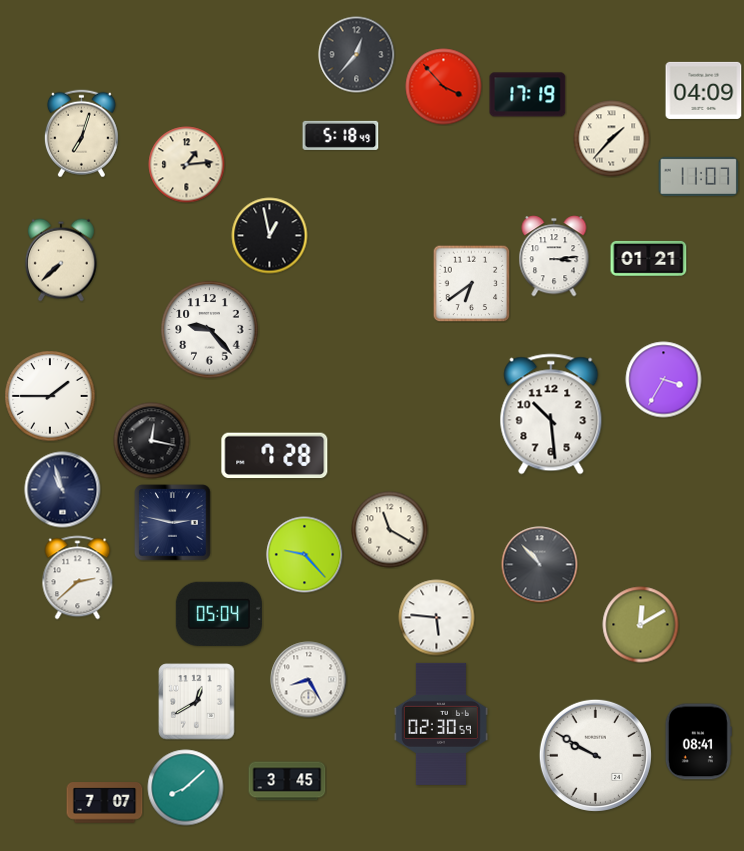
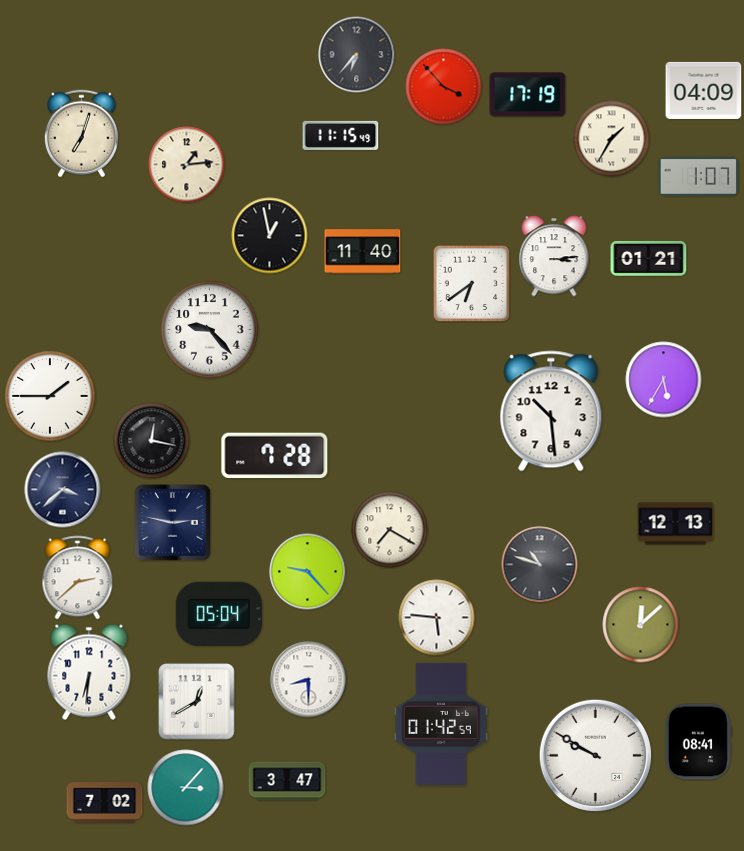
clock at (357, 55): 12:37 -> 6:37
clock at (341, 135): 5:18 -> 11:15
clock at (612, 139): 1:37 -> 1:35
clock at (699, 176): 11:07 -> 1:07
clock at (363, 252): none -> 11:40
clock at (61, 260): 7:38 -> none
clock at (664, 380): 3:35 -> 5:35
clock at (551, 414) position: (551, 414) -> (551, 411)
clock at (63, 490): 10:57 -> 3:38
clock at (676, 524): none -> 12:13
clock at (390, 530): 11:20 -> 7:20
clock at (305, 555) position: (305, 555) -> (308, 572)
clock at (540, 565): 10:53 -> 10:48
clock at (641, 625): 12:10 -> 12:08
clock at (89, 672): none -> 6:31
clock at (309, 680): 8:25 -> 8:30
clock at (441, 724): 02:30 -> 01:42
clock at (287, 781): 3:45 -> 3:47
clock at (186, 788): 8:08 -> 3:07
clock at (105, 803): 7:07 -> 7:02
